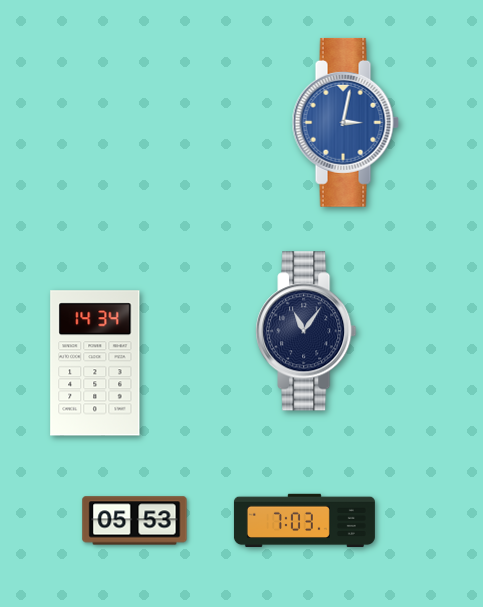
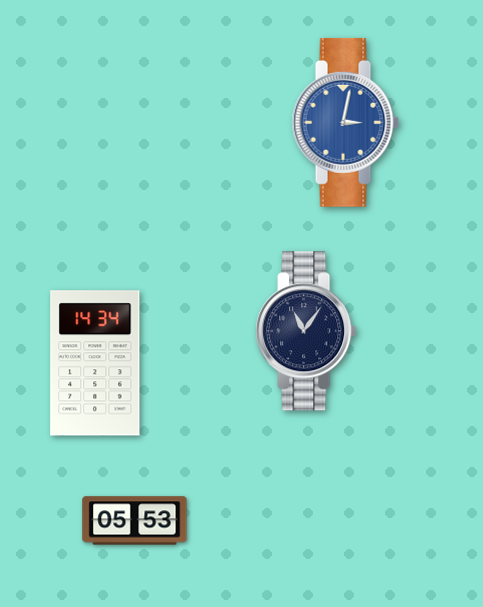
clock at (304, 521): 7:03 -> none
